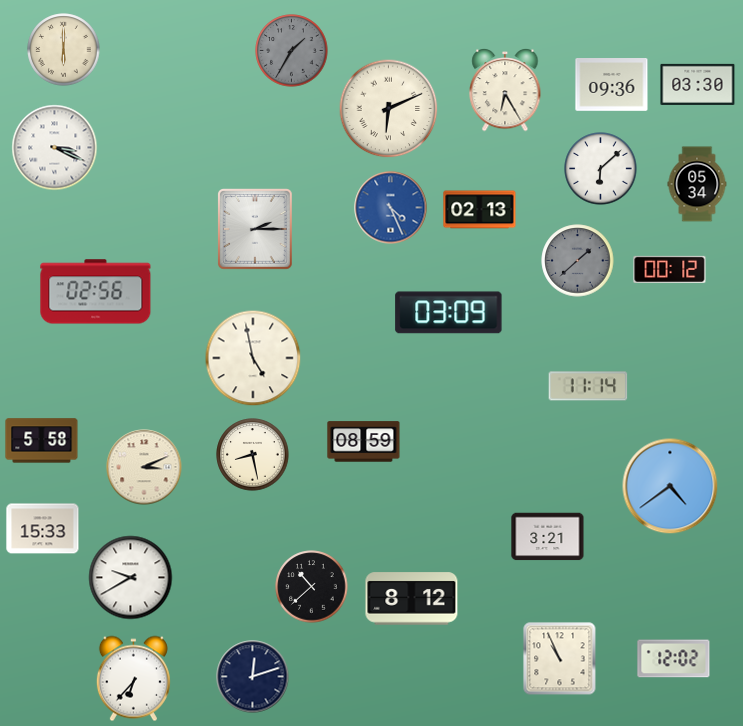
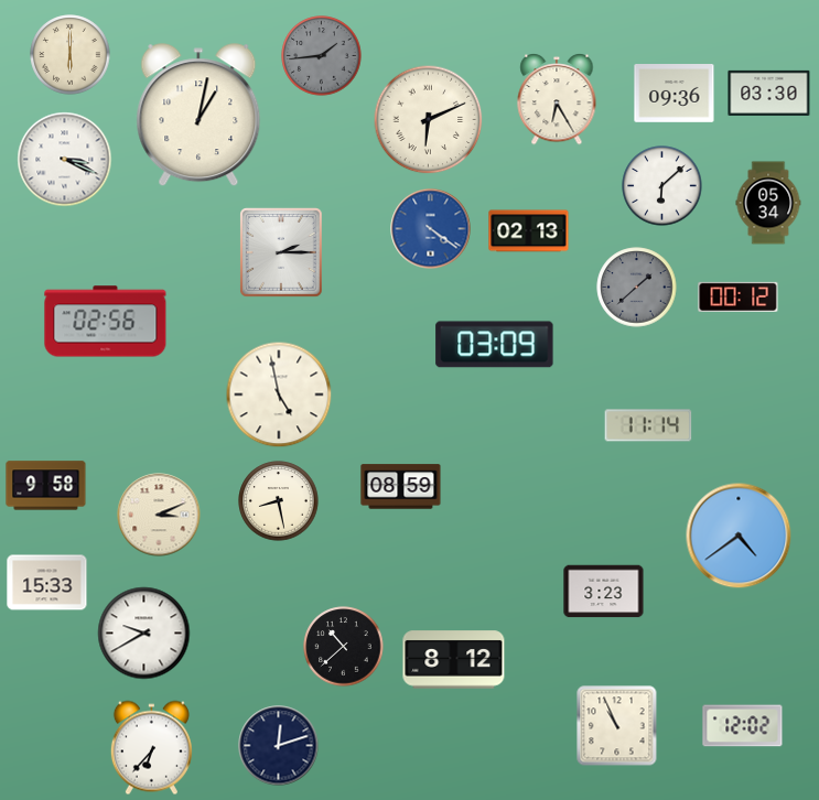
clock at (292, 51): 1:35 -> 1:44
clock at (198, 116): none -> 1:02
clock at (55, 148) position: (55, 148) -> (65, 160)
clock at (391, 208): 4:26 -> 4:21
clock at (42, 441): 5:58 -> 9:58
clock at (548, 537): 3:21 -> 3:23
clock at (131, 578) position: (131, 578) -> (144, 634)
clock at (133, 679) position: (133, 679) -> (151, 748)
